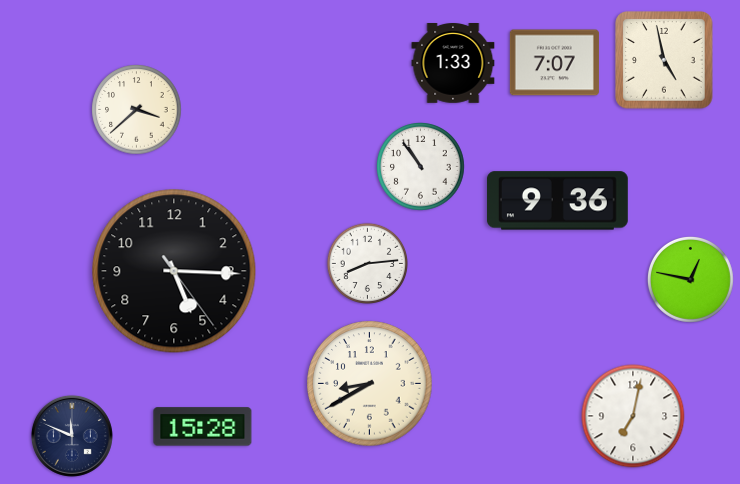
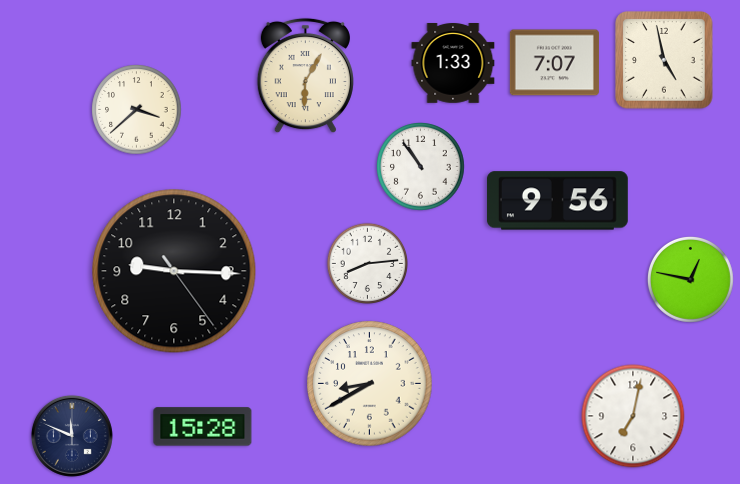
clock at (305, 76): none -> 6:05
clock at (557, 201): 9:36 -> 9:56
clock at (174, 271): 5:15 -> 9:15
